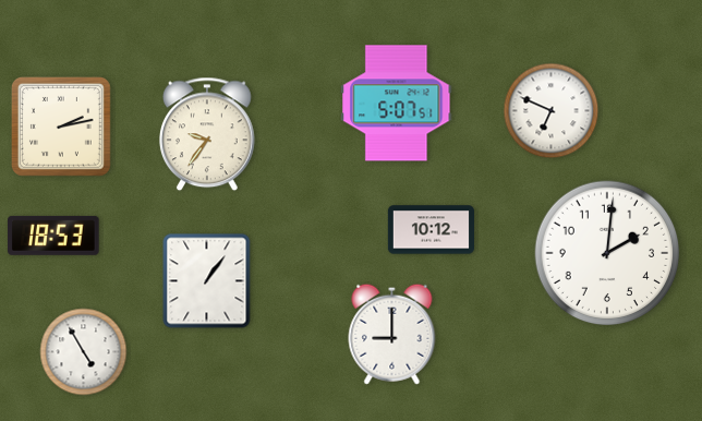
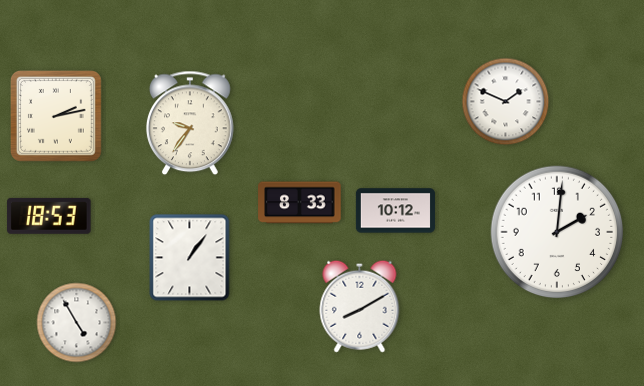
clock at (397, 104): 5:07 -> none
clock at (552, 111): 6:49 -> 1:49
clock at (300, 203): none -> 8:33
clock at (392, 334): 9:00 -> 8:10
